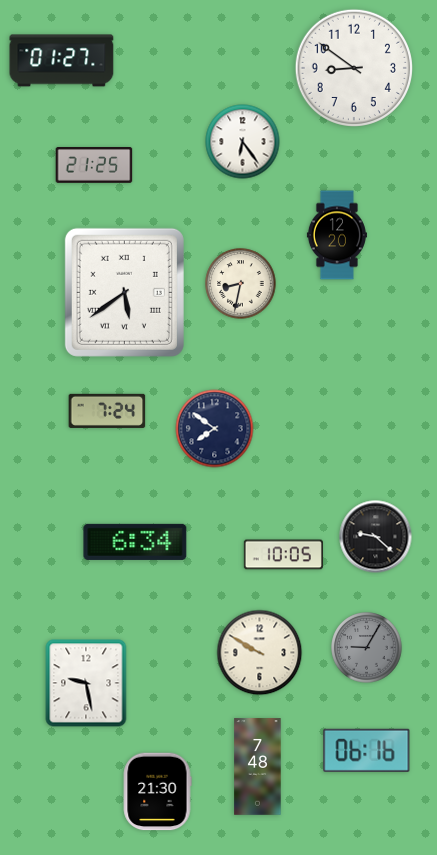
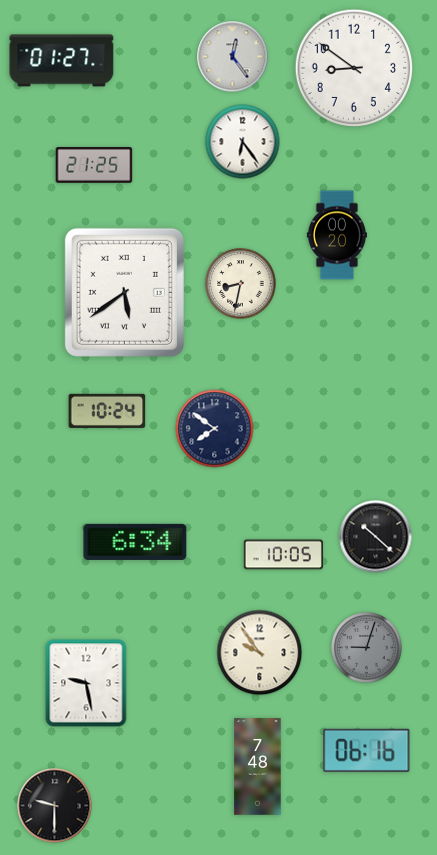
clock at (233, 57): none -> 12:24
clock at (337, 235): 12:20 -> 00:20
clock at (107, 411): 7:24 -> 10:24
clock at (376, 537): 9:22 -> 10:22
clock at (367, 648): 9:05 -> 9:03
clock at (260, 653): 9:50 -> 9:54
clock at (157, 792): 21:30 -> none
clock at (55, 806): none -> 9:30
